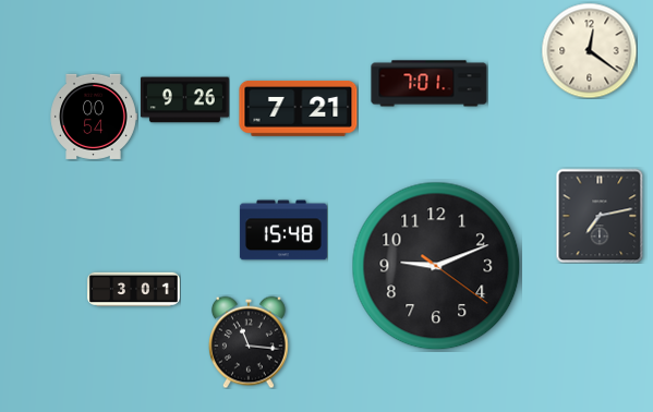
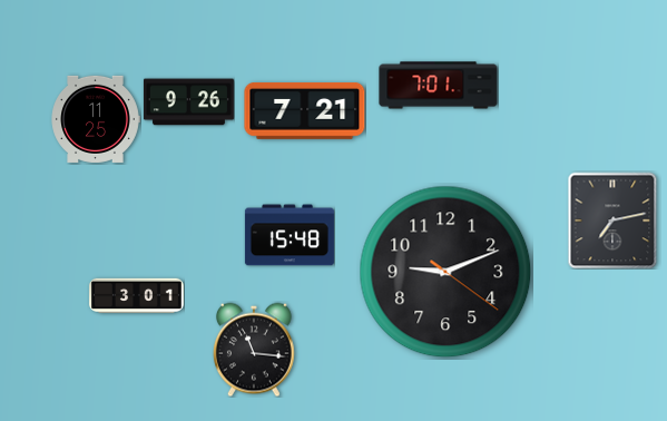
clock at (589, 50): 12:21 -> none
clock at (94, 117): 00:54 -> 11:25
